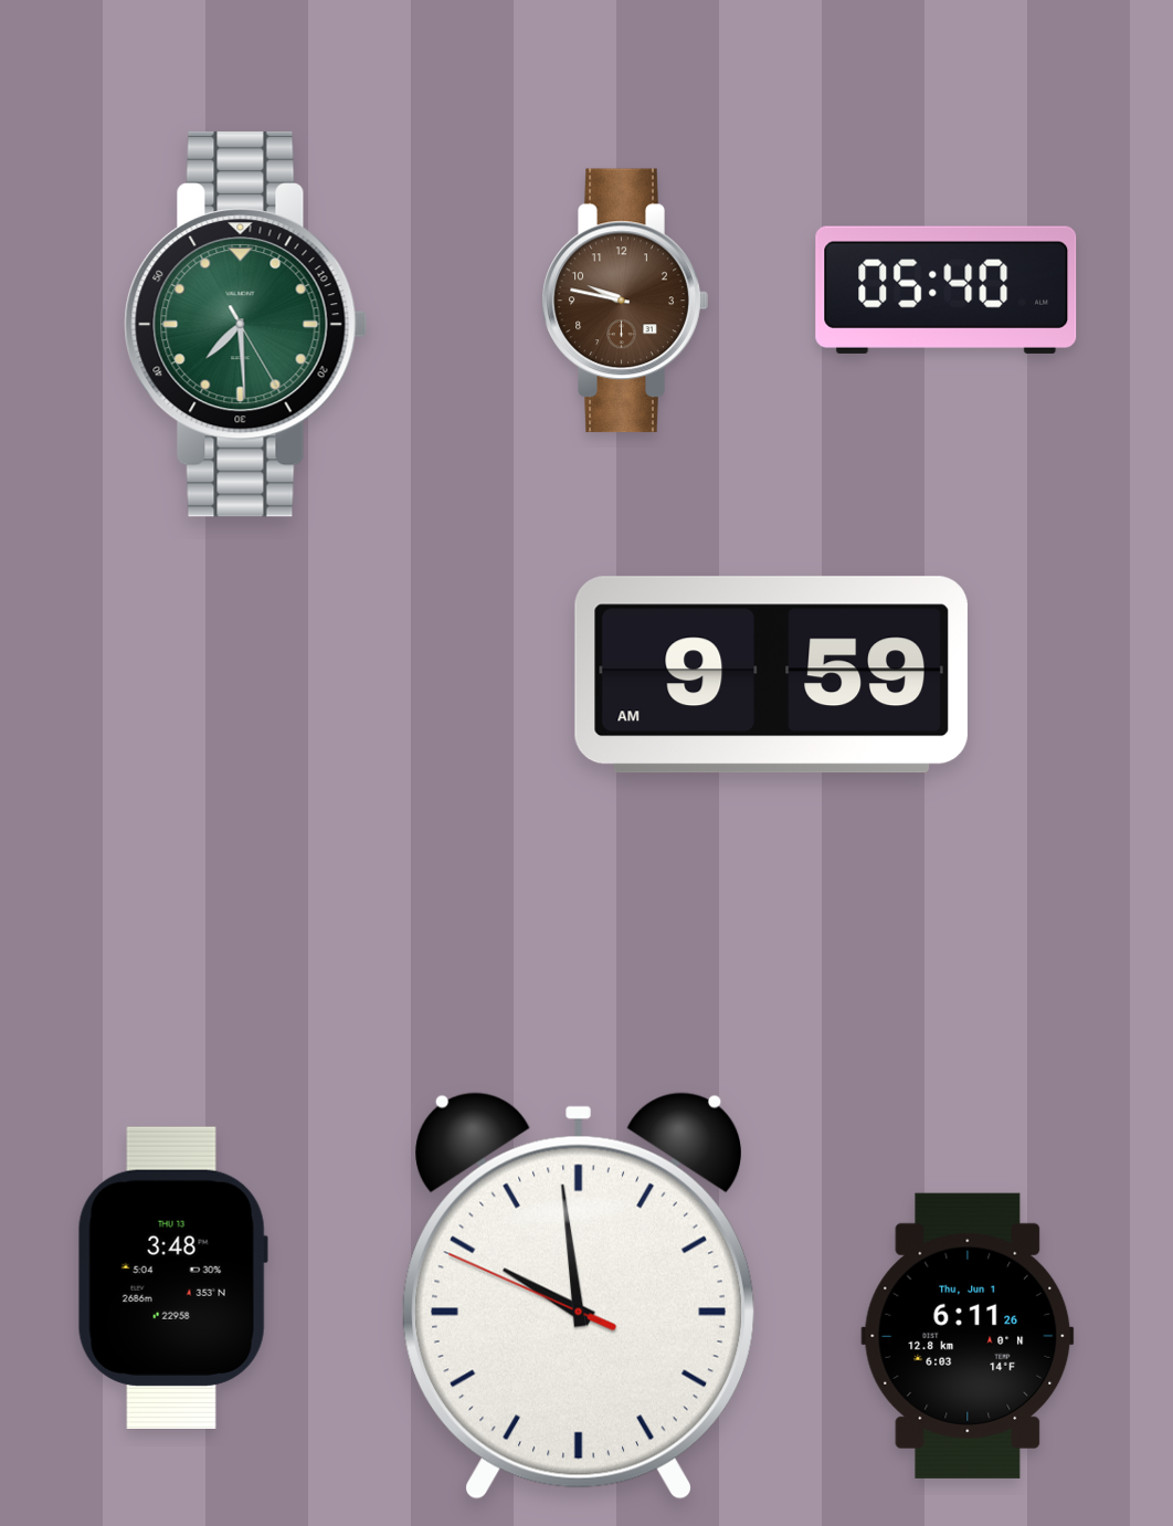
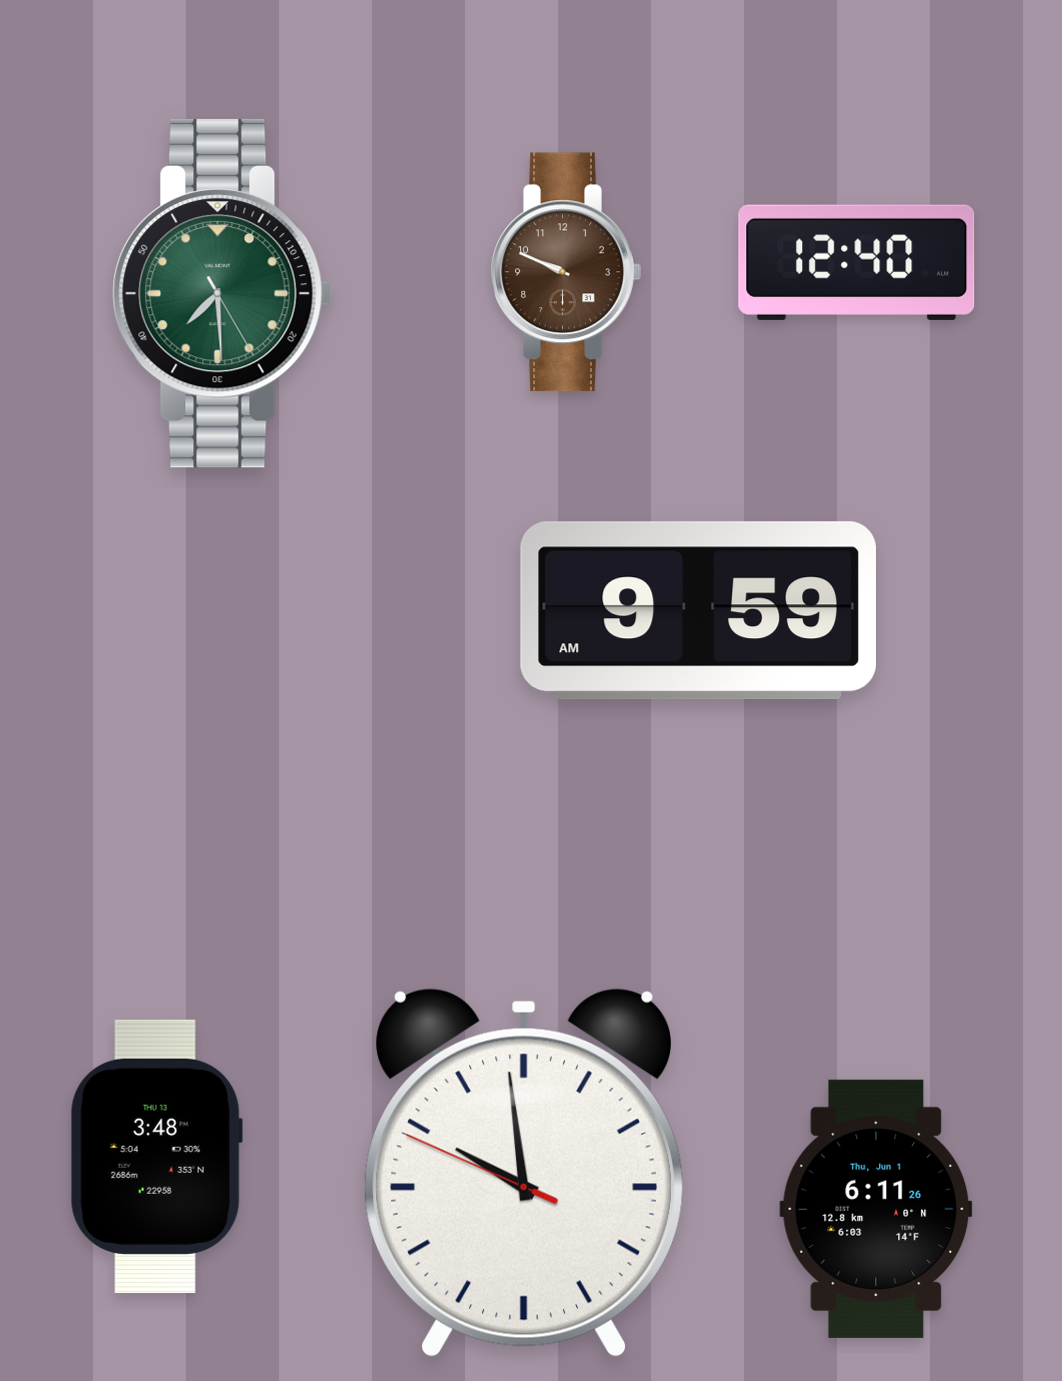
clock at (947, 290): 05:40 -> 12:40
clock at (625, 301): 9:47 -> 9:49
